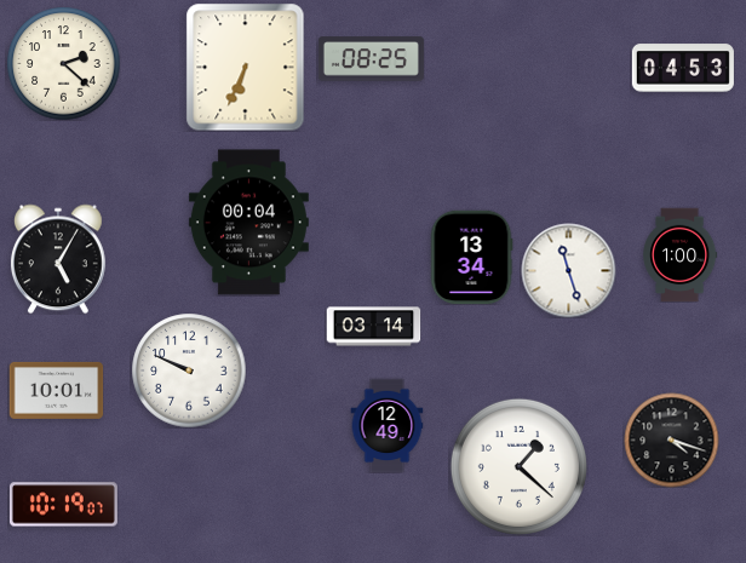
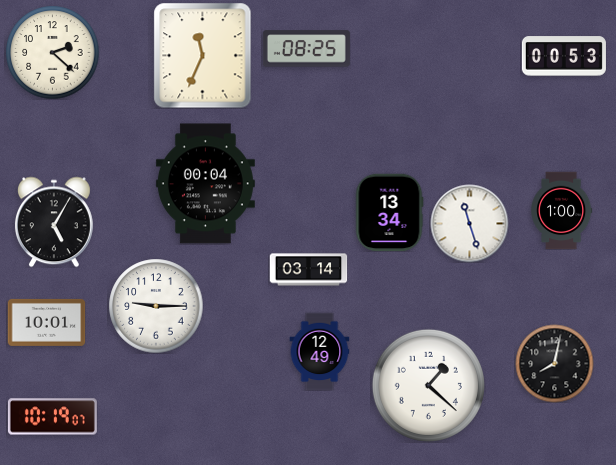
clock at (246, 68): 6:34 -> 11:34
clock at (683, 68): 04:53 -> 00:53
clock at (58, 259) position: (58, 259) -> (54, 222)
clock at (189, 370): 9:49 -> 9:15
clock at (671, 440): 4:18 -> 8:02
